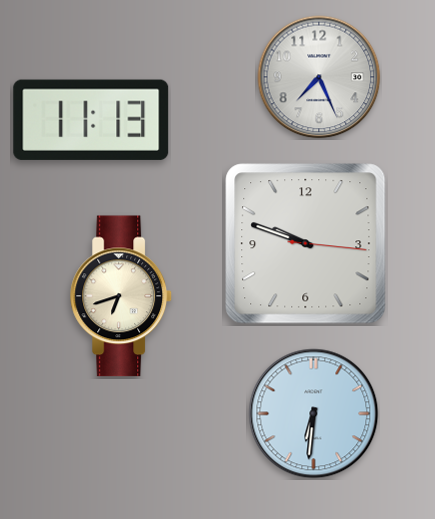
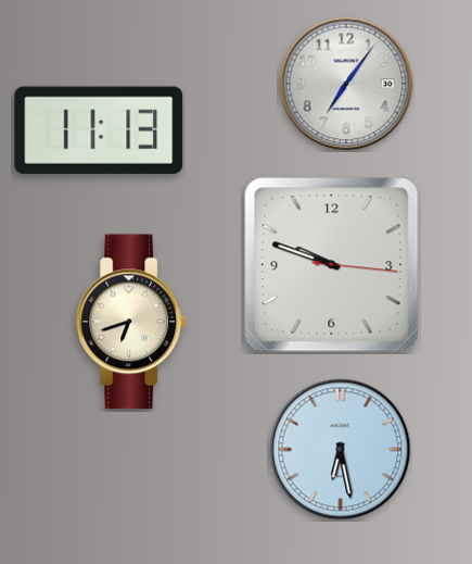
clock at (319, 77): 7:26 -> 7:06
clock at (314, 414): 6:31 -> 6:28
